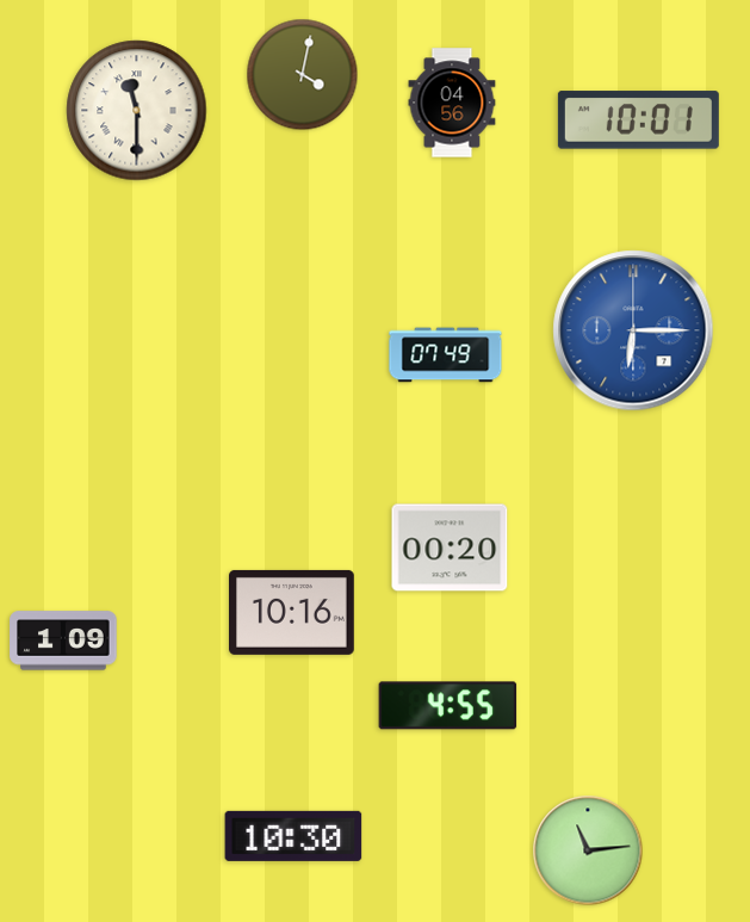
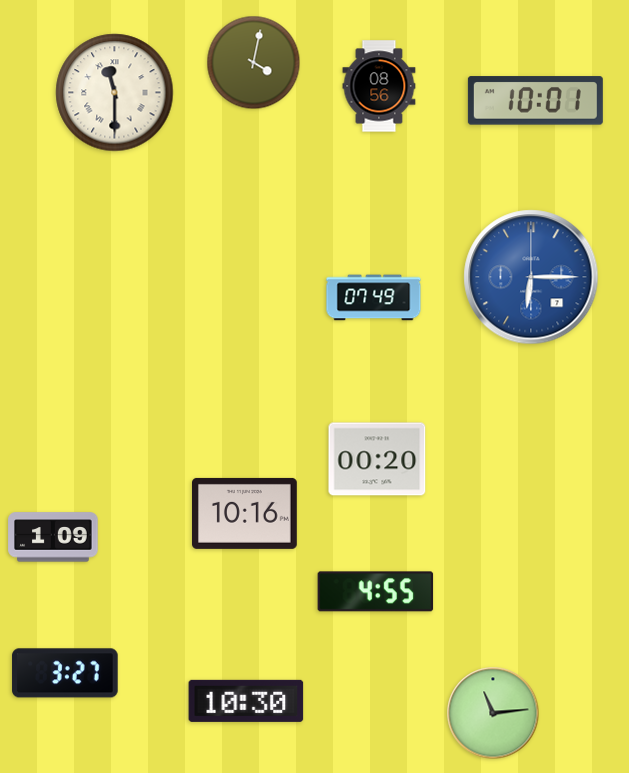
clock at (452, 103): 04:56 -> 08:56
clock at (65, 673): none -> 3:27
